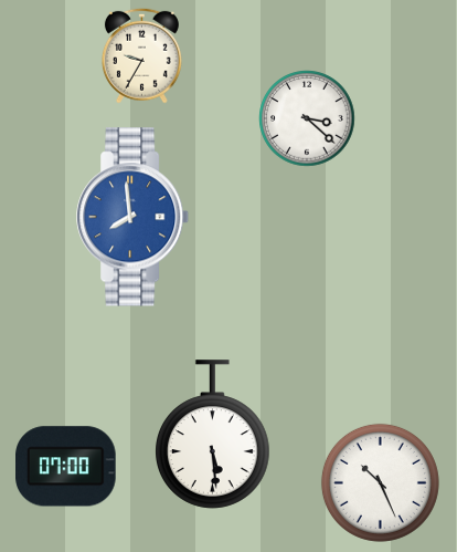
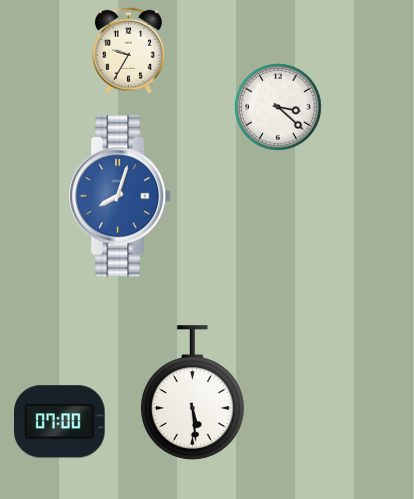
clock at (134, 217): 7:59 -> 8:03
clock at (380, 482): 10:26 -> none
